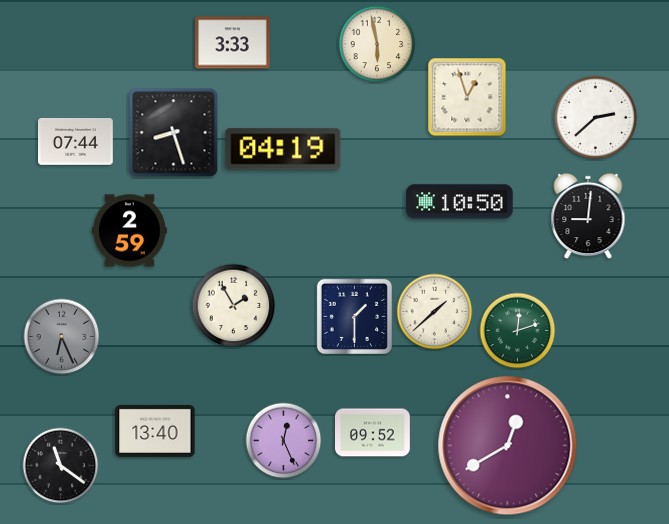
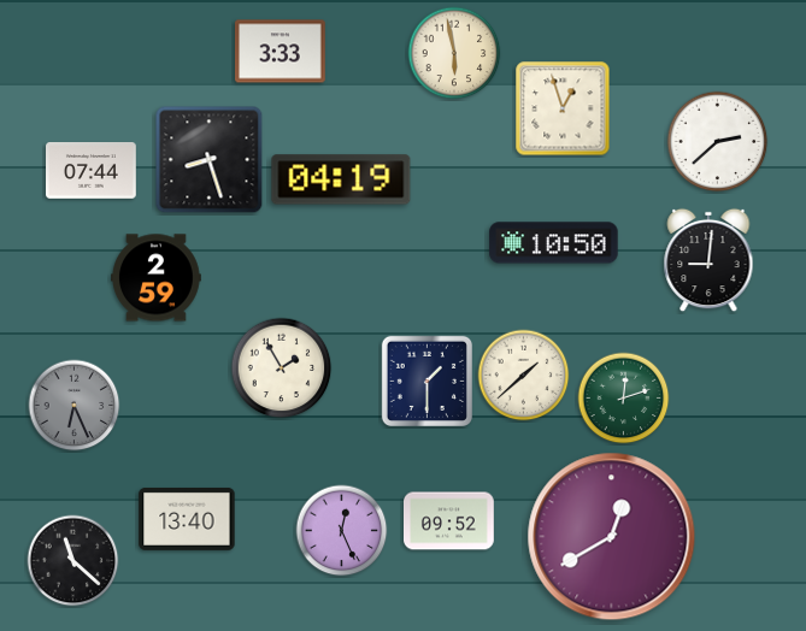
clock at (467, 97) position: (467, 97) -> (563, 108)
clock at (61, 466): 11:21 -> 11:22
